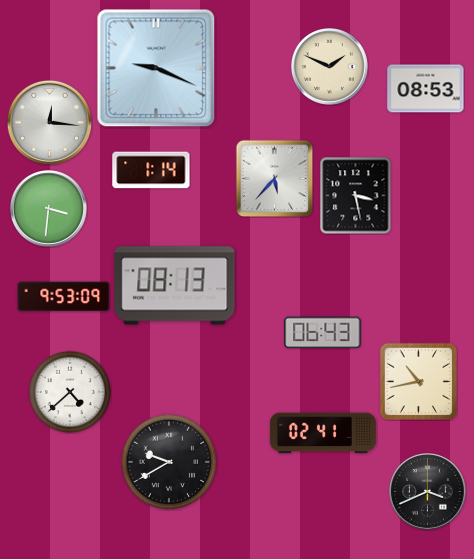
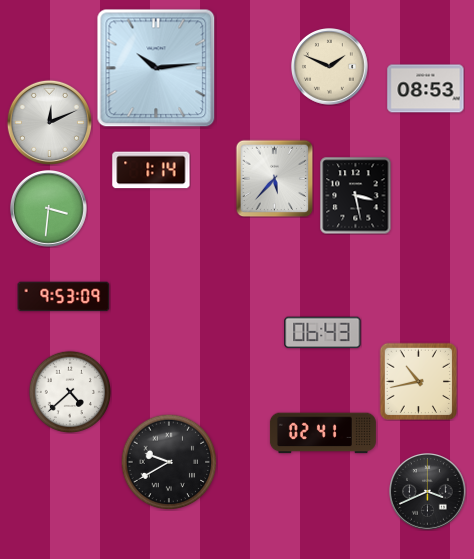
clock at (156, 68): 9:19 -> 10:14
clock at (49, 122): 12:16 -> 12:11
clock at (175, 286): 08:13 -> none
